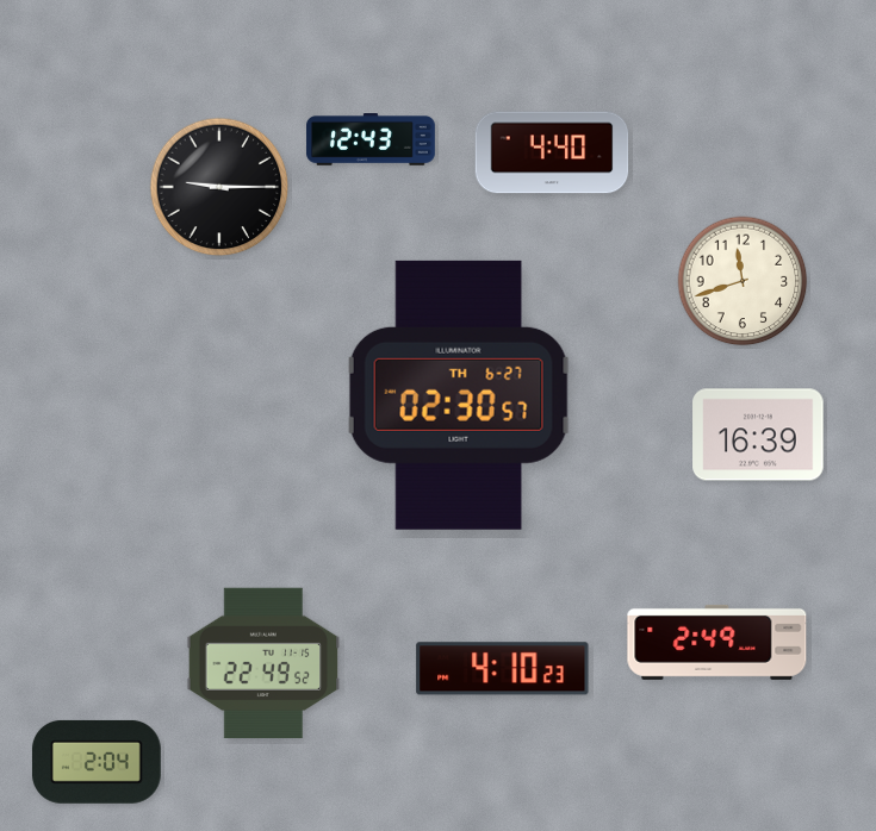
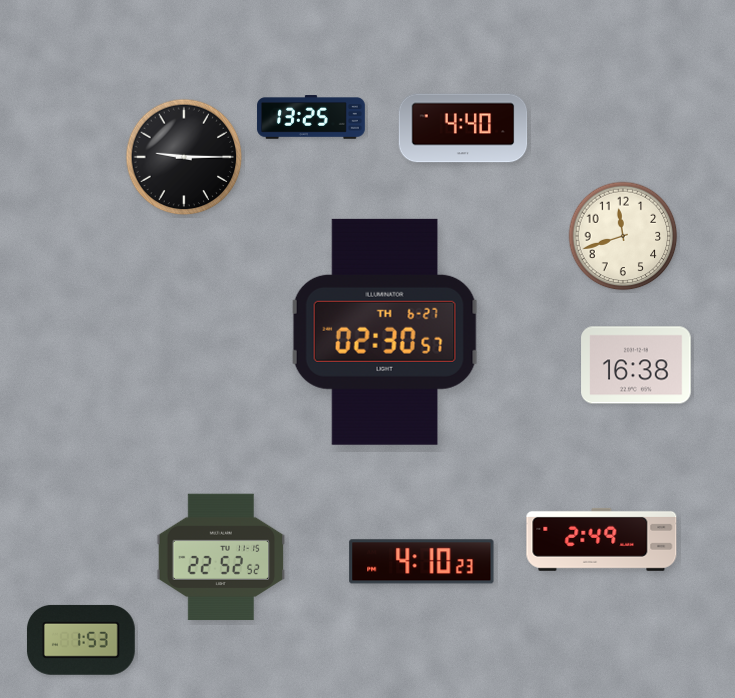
clock at (371, 139): 12:43 -> 13:25
clock at (758, 435): 16:39 -> 16:38
clock at (263, 663): 22:49 -> 22:52
clock at (97, 762): 2:04 -> 1:53
